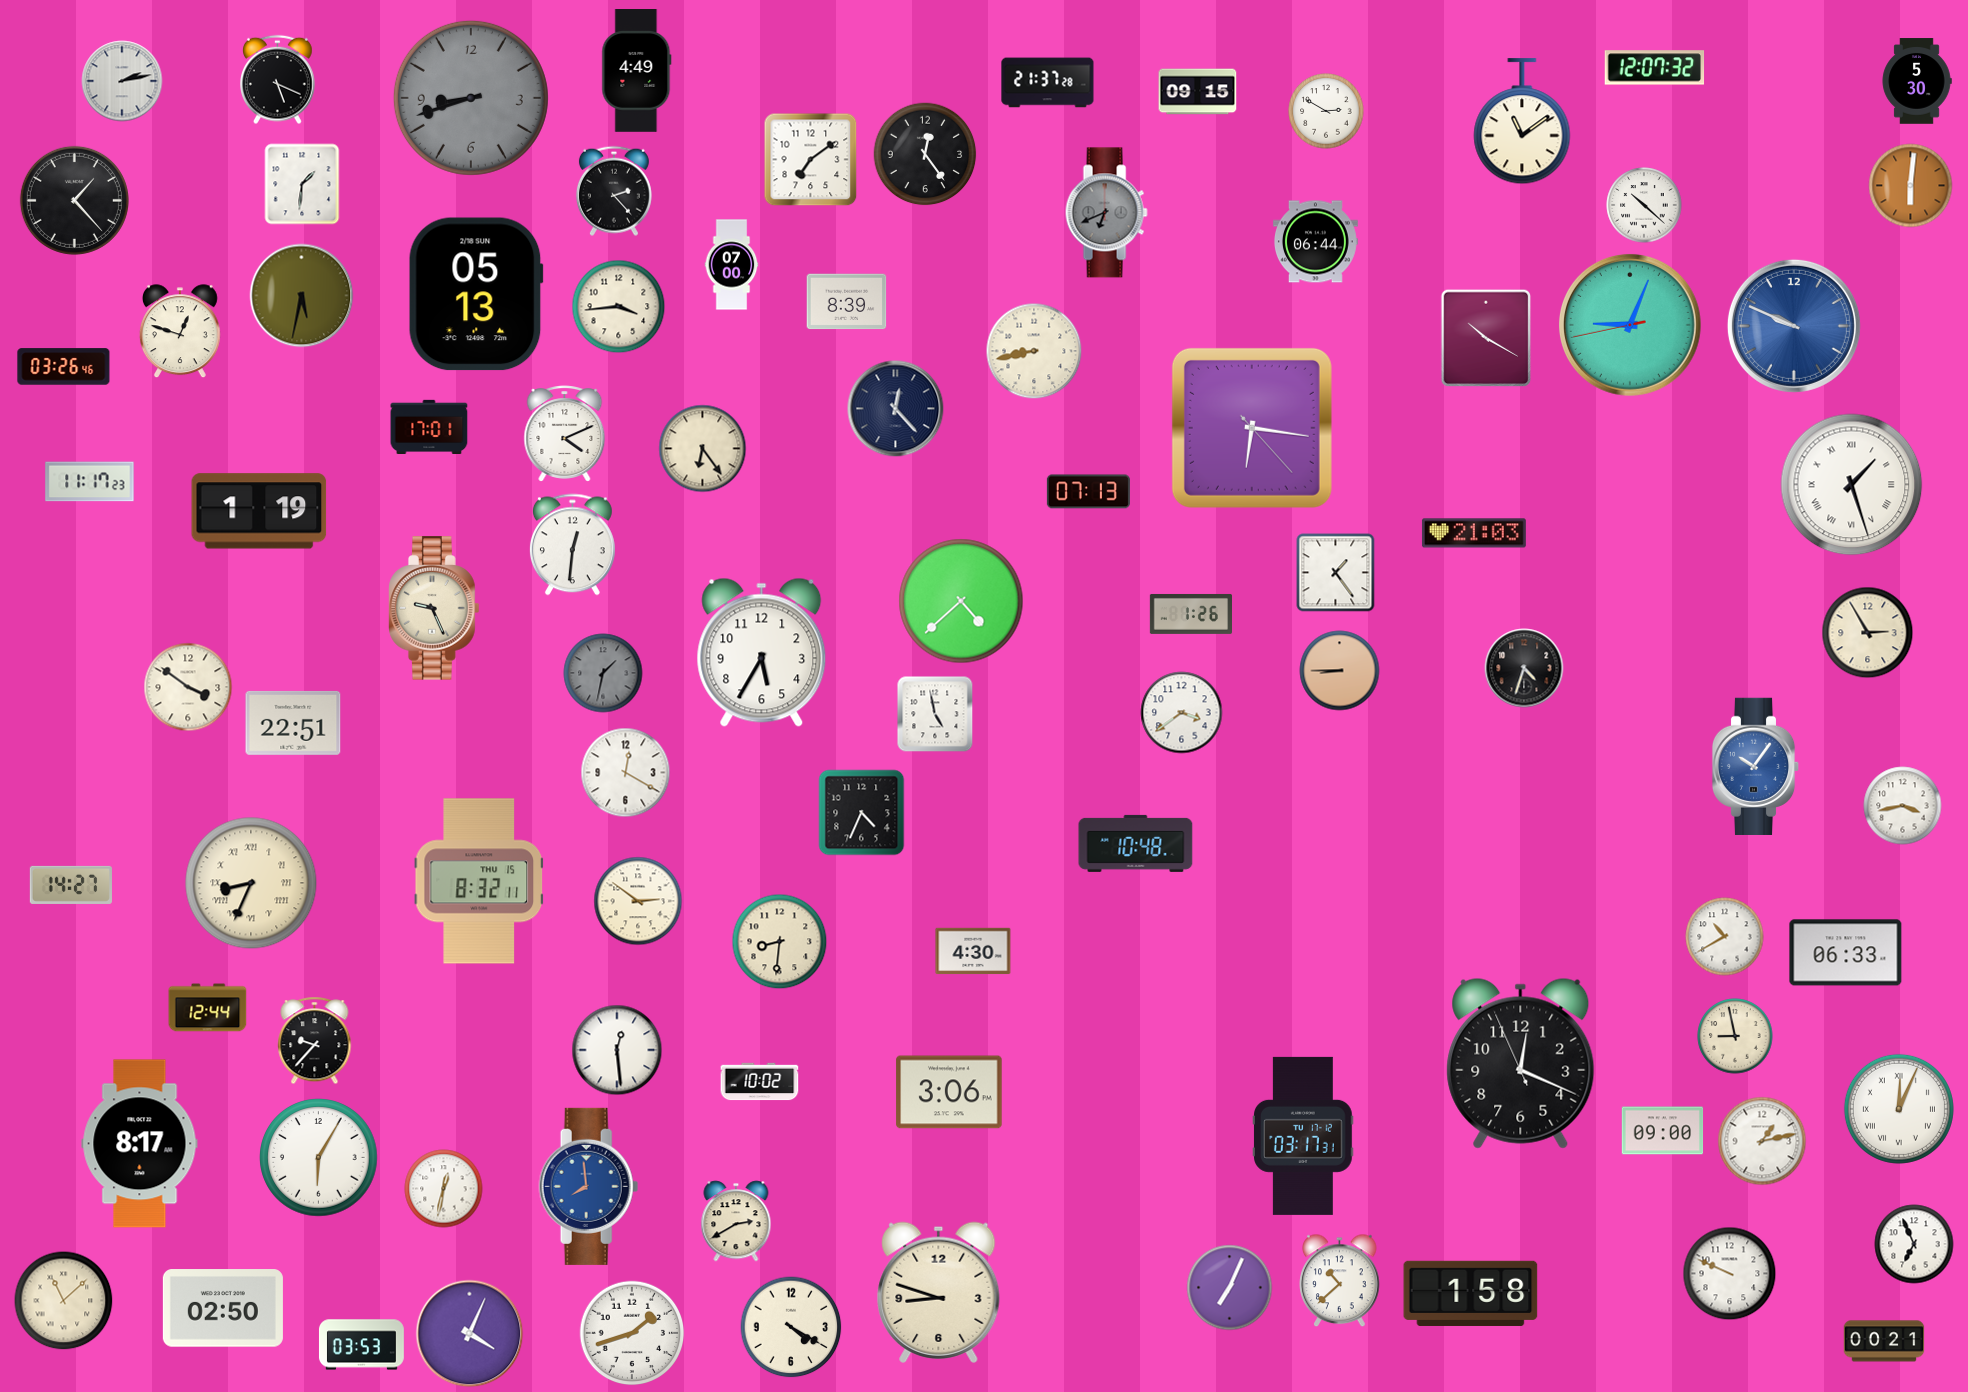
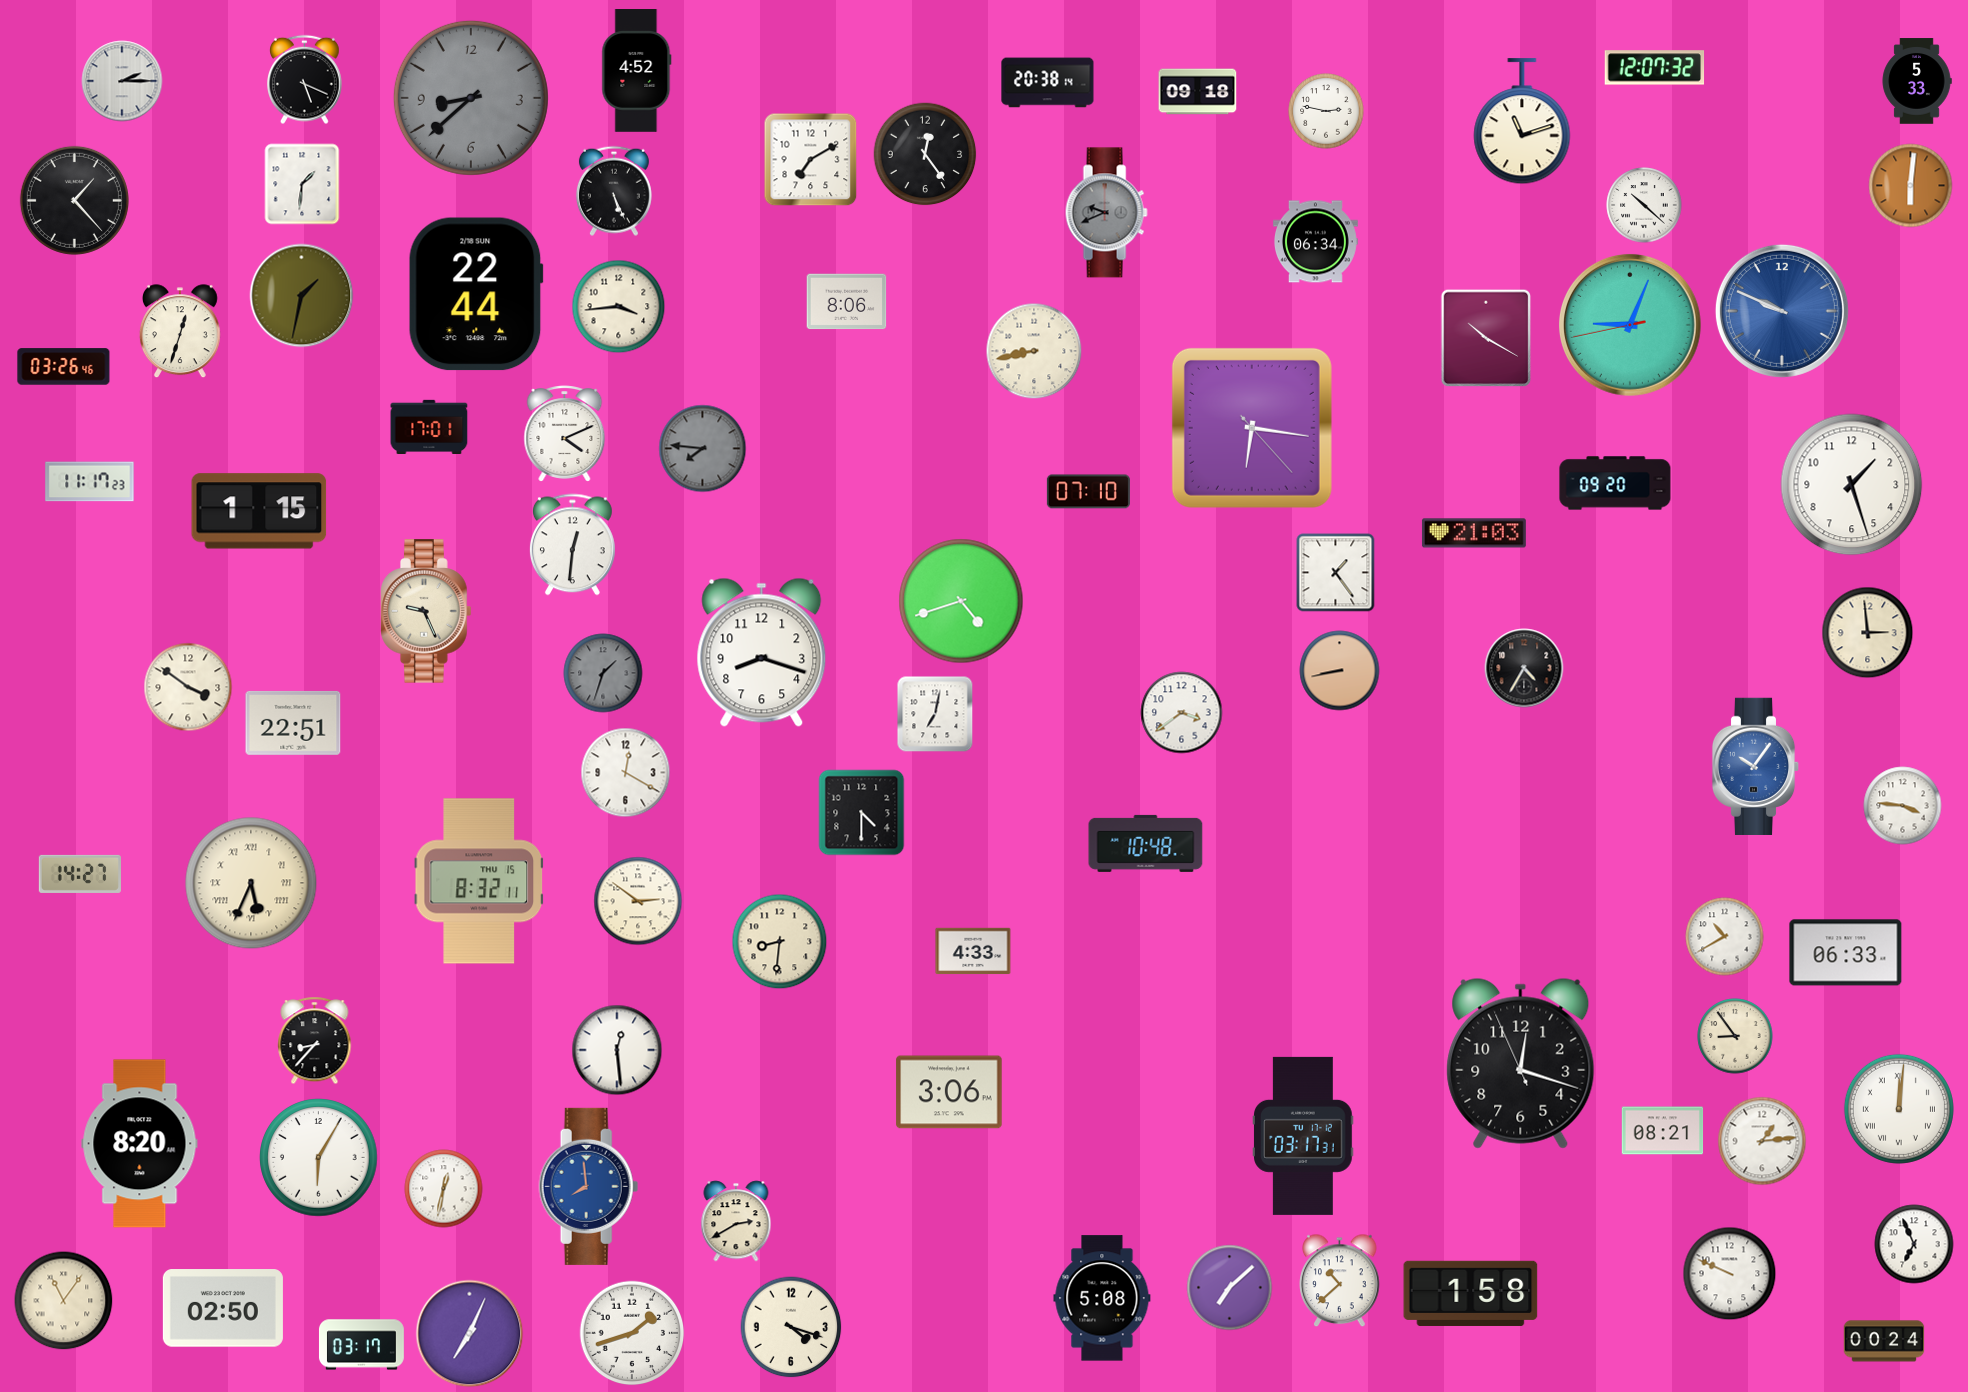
clock at (637, 71): 4:49 -> 4:52
clock at (278, 80) position: (278, 80) -> (305, 80)
clock at (122, 81): 2:13 -> 2:15
clock at (1917, 81): 5:30 -> 5:33
clock at (1048, 83): 21:37 -> 20:38
clock at (1198, 92): 09:15 -> 09:18
clock at (471, 98): 8:42 -> 8:38
clock at (1326, 111): 2:50 -> 2:47
clock at (1522, 122): 11:09 -> 11:12
clock at (811, 160): 7:09 -> 7:10
clock at (614, 191): 2:23 -> 5:26
clock at (1106, 213): 6:41 -> 9:41
clock at (1315, 242): 06:44 -> 06:34
clock at (732, 265): 07:00 -> none
clock at (476, 294): 05:13 -> 22:44
clock at (302, 296): 5:32 -> 1:32
clock at (847, 302): 8:39 -> 8:06
clock at (1794, 326) position: (1794, 326) -> (1782, 311)
clock at (180, 332): 12:48 -> 12:33
clock at (896, 409): 12:23 -> none
clock at (703, 449): 6:24 -> 7:46
clock at (703, 449) dial: cream -> grey
clock at (1615, 483): none -> 09:20
clock at (1852, 485) numerals: Roman -> Arabic
clock at (1088, 492): 07:13 -> 07:10
clock at (259, 511): 1:19 -> 1:15
clock at (961, 601): 4:38 -> 4:42
clock at (434, 608) position: (434, 608) -> (426, 611)
clock at (1190, 614): 1:26 -> none
clock at (1868, 633): 2:55 -> 2:59
clock at (762, 652): 5:35 -> 8:18
clock at (1524, 668): 4:33 -> 4:35
clock at (1340, 671): 8:45 -> 8:43
clock at (603, 673): 1:32 -> 1:33
clock at (935, 714): 4:58 -> 7:02
clock at (1903, 806): 3:43 -> 3:46
clock at (862, 813): 4:34 -> 4:30
clock at (1136, 843) position: (1136, 843) -> (1146, 843)
clock at (251, 883): 8:34 -> 5:34
clock at (71, 885) position: (71, 885) -> (80, 874)
clock at (973, 951): 4:30 -> 4:33
clock at (208, 1008): 12:44 -> none
clock at (1735, 1036): 8:58 -> 8:54
clock at (315, 1041): 9:37 -> 8:37
clock at (1521, 1063): 12:18 -> 12:17
clock at (760, 1082): 10:02 -> none
clock at (1899, 1109): 12:04 -> 12:01
clock at (1663, 1131): 09:00 -> 08:21
clock at (1762, 1141): 1:13 -> 1:14
clock at (140, 1144): 8:17 -> 8:20
clock at (1230, 1288): 7:04 -> 7:08
clock at (939, 1292): 8:48 -> none
clock at (1102, 1298): none -> 5:08
clock at (64, 1301): 11:08 -> 11:06
clock at (791, 1327): 4:20 -> 4:18
clock at (470, 1334): 4:04 -> 7:04
clock at (1884, 1341): 00:21 -> 00:24
clock at (362, 1345): 03:53 -> 03:17
